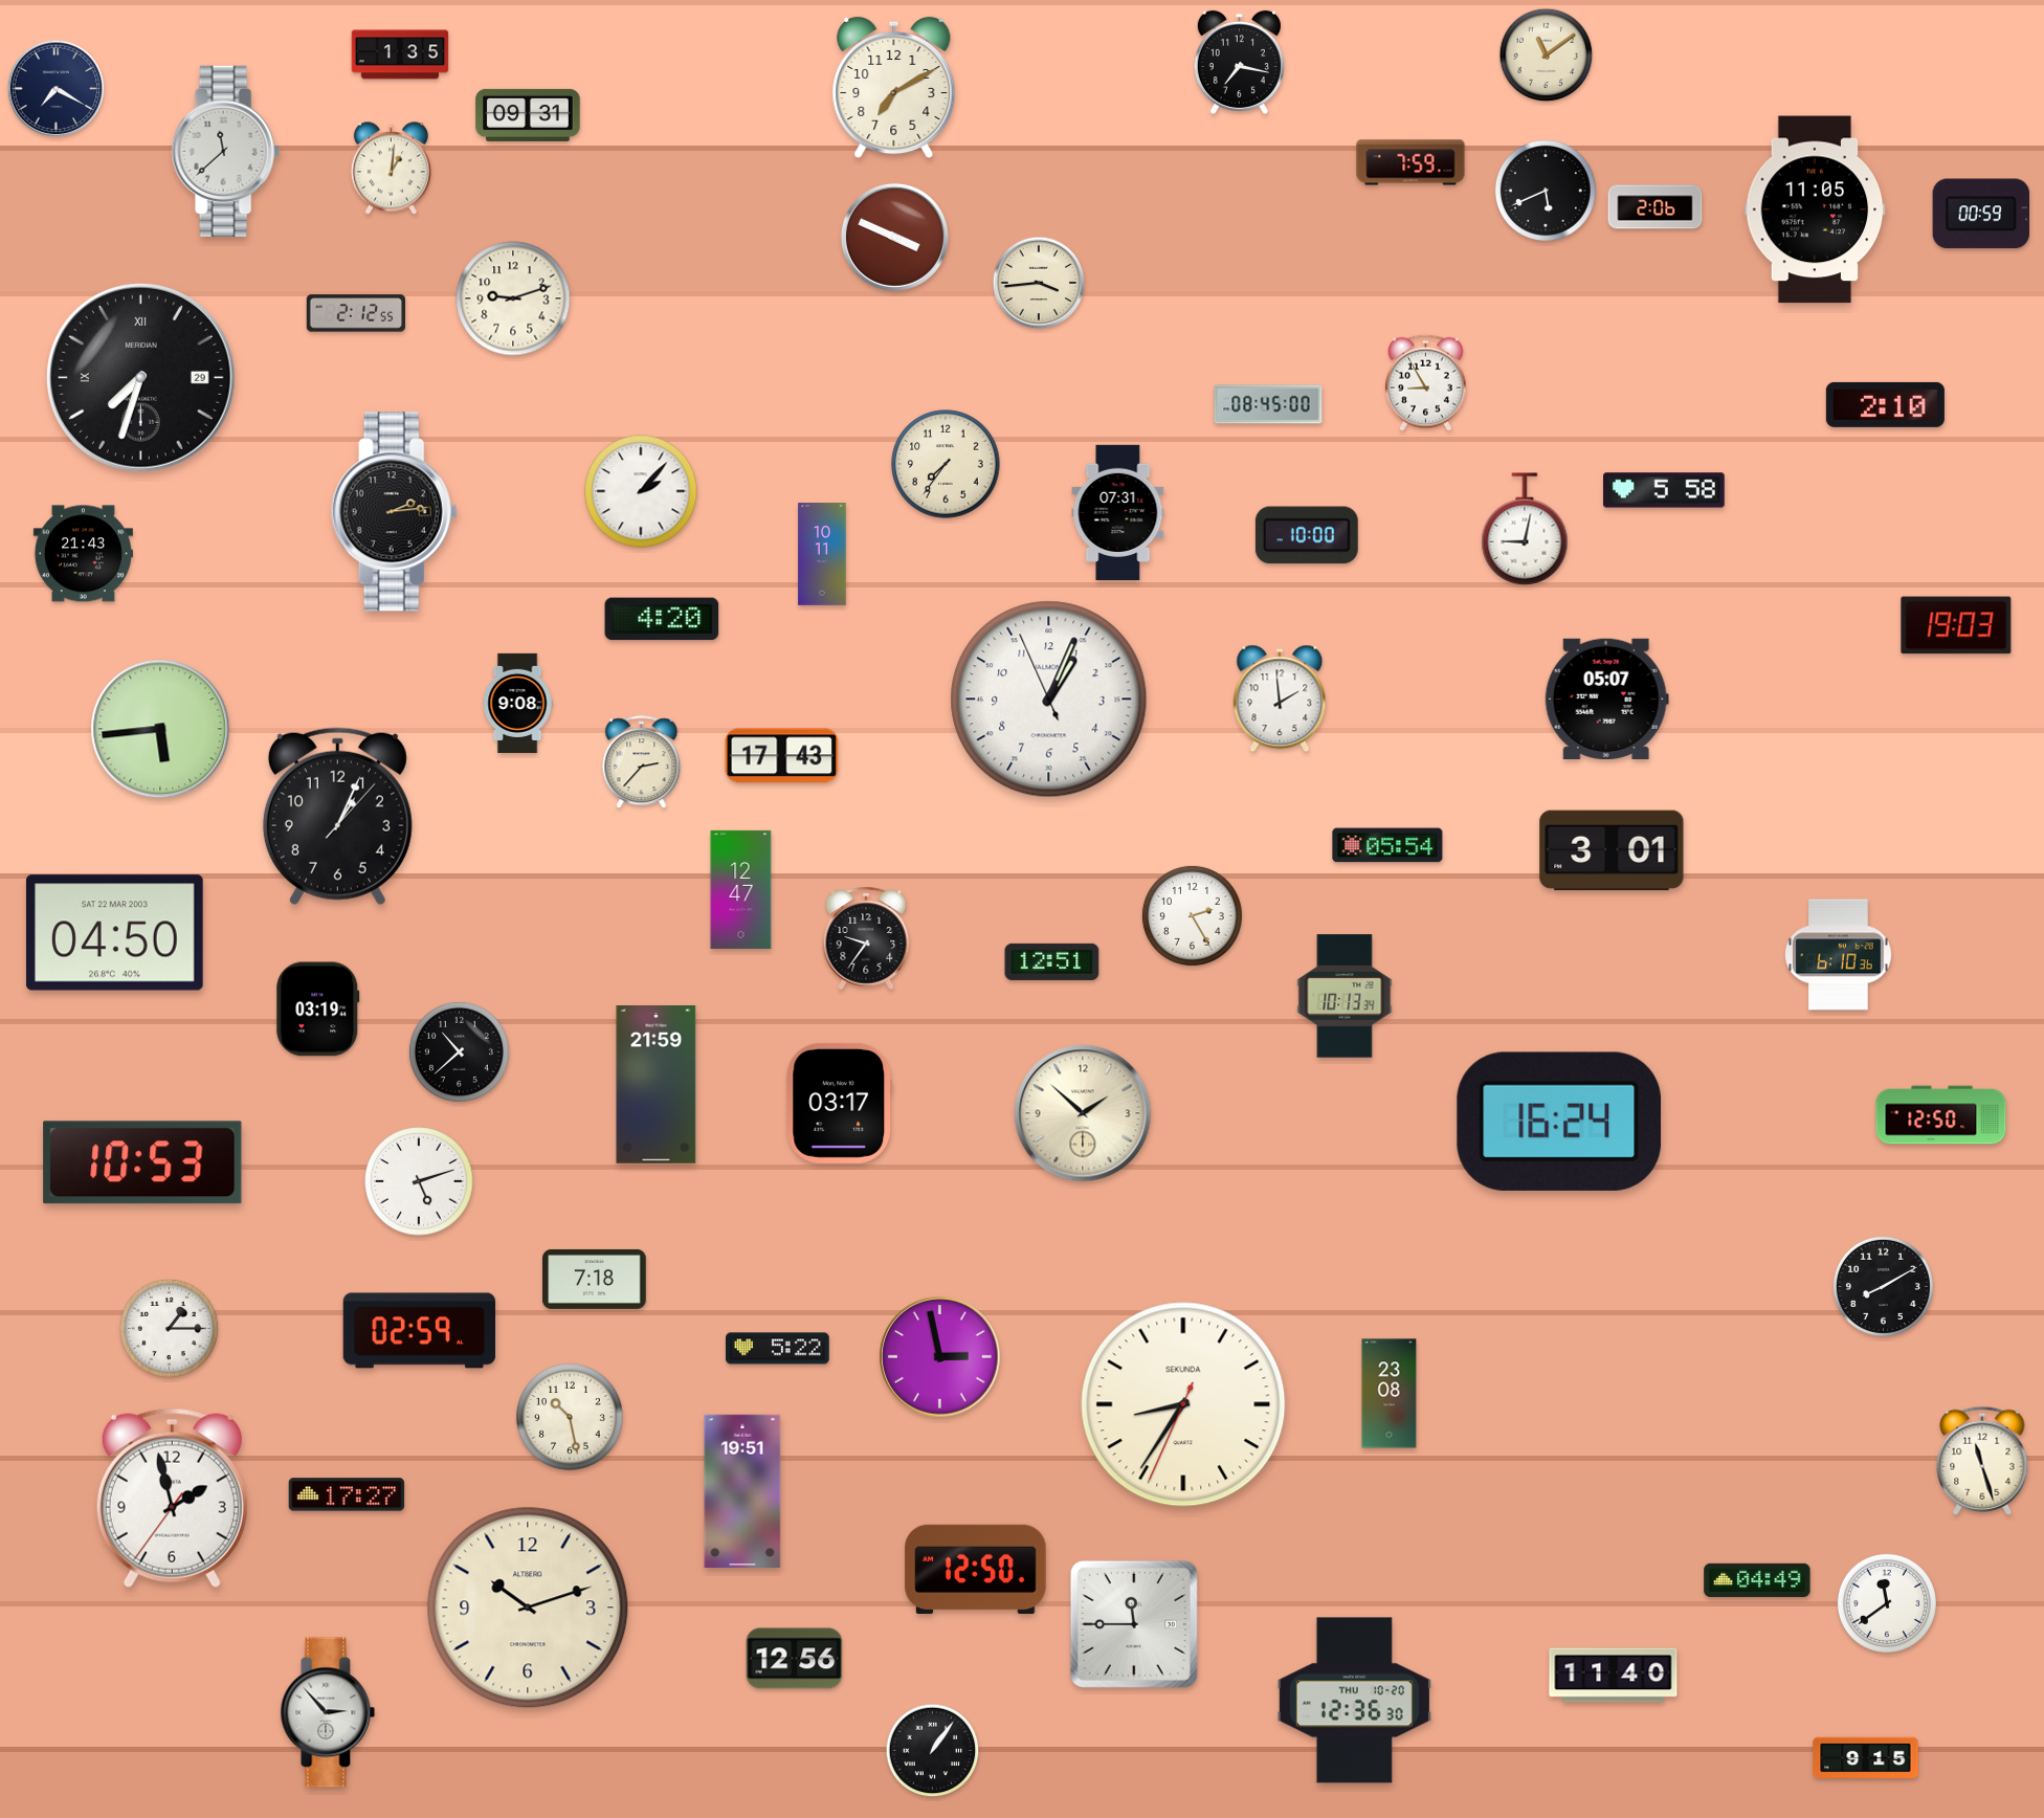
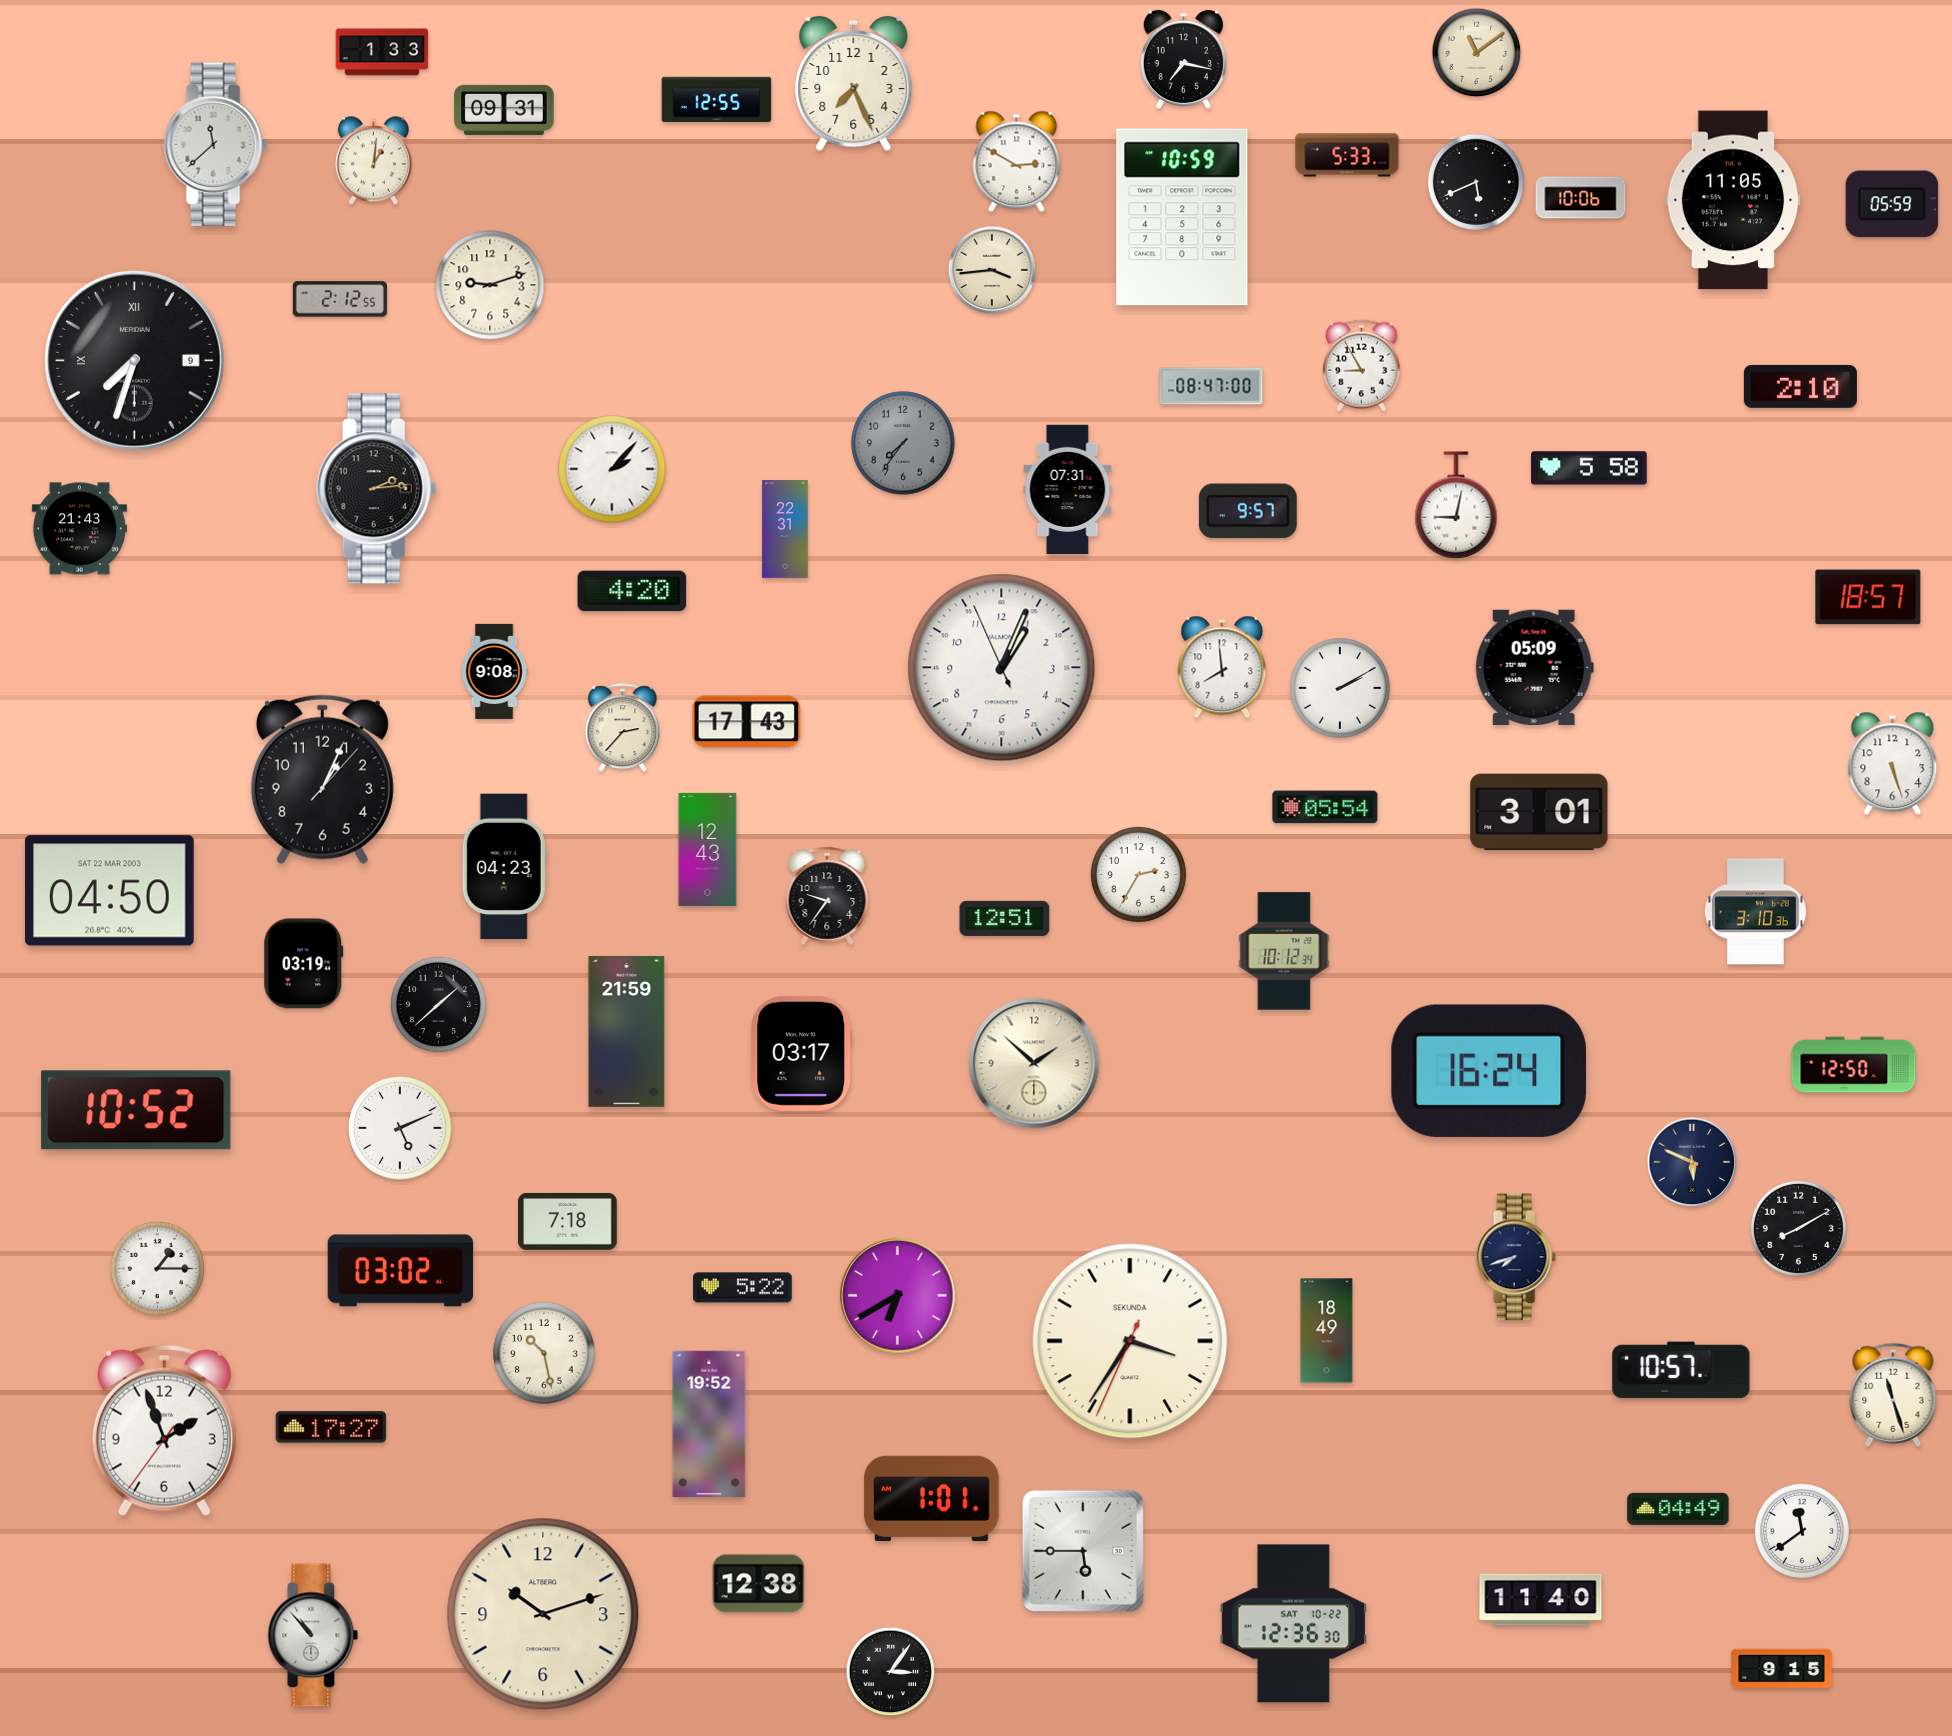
clock at (400, 54): 1:35 -> 1:33
clock at (894, 88): 7:10 -> 7:26
clock at (57, 89): 7:20 -> none
clock at (717, 99): none -> 12:55
clock at (1410, 162): 7:59 -> 5:33
clock at (1017, 162): none -> 2:50
clock at (1656, 207): 2:06 -> 10:06
clock at (1981, 214): 00:59 -> 05:59
clock at (1182, 217): none -> 10:59
clock at (894, 237): 3:49 -> none
clock at (140, 377) date: 29 -> 9
clock at (1268, 404): 08:45 -> 08:47
clock at (946, 464) dial: cream -> grey
clock at (1307, 535): 10:00 -> 9:57
clock at (822, 554): 10:11 -> 22:31
clock at (1956, 625): 19:03 -> 18:57
clock at (1280, 699): 1:59 -> 7:59
clock at (1606, 699): 05:07 -> 05:09
clock at (1341, 689): none -> 2:10
clock at (160, 729): 5:44 -> none
clock at (642, 762) position: (642, 762) -> (623, 728)
clock at (1893, 764): none -> 5:27
clock at (741, 889): 12:47 -> 12:43
clock at (504, 867): none -> 04:23
clock at (1192, 915): 2:25 -> 2:35
clock at (1839, 955): 6:10 -> 3:10
clock at (1345, 996): 10:13 -> 10:12
clock at (459, 1051): 10:38 -> 1:38
clock at (657, 1085) position: (657, 1085) -> (627, 1032)
clock at (142, 1162): 10:53 -> 10:52
clock at (419, 1181): 5:12 -> 5:11
clock at (1692, 1162): none -> 5:49
clock at (1516, 1257): none -> 7:42
clock at (169, 1328) position: (169, 1328) -> (157, 1268)
clock at (420, 1331): 02:59 -> 03:02
clock at (940, 1357): 2:58 -> 6:40
clock at (1390, 1394): 23:08 -> 18:49
clock at (1183, 1404): 8:35 -> 3:35
clock at (1681, 1370): none -> 10:57
clock at (742, 1490): 19:51 -> 19:52
clock at (172, 1498): 1:57 -> 1:56
clock at (976, 1569): 12:50 -> 1:01
clock at (528, 1608) position: (528, 1608) -> (543, 1614)
clock at (1134, 1624): 11:45 -> 5:45
clock at (795, 1659): 12:56 -> 12:38
clock at (1354, 1701) date: THU 10-20 -> SAT 10-22
clock at (328, 1712): 2:53 -> 10:53
clock at (933, 1751): 1:06 -> 3:06
clock at (1866, 1758) position: (1866, 1758) -> (1782, 1669)
